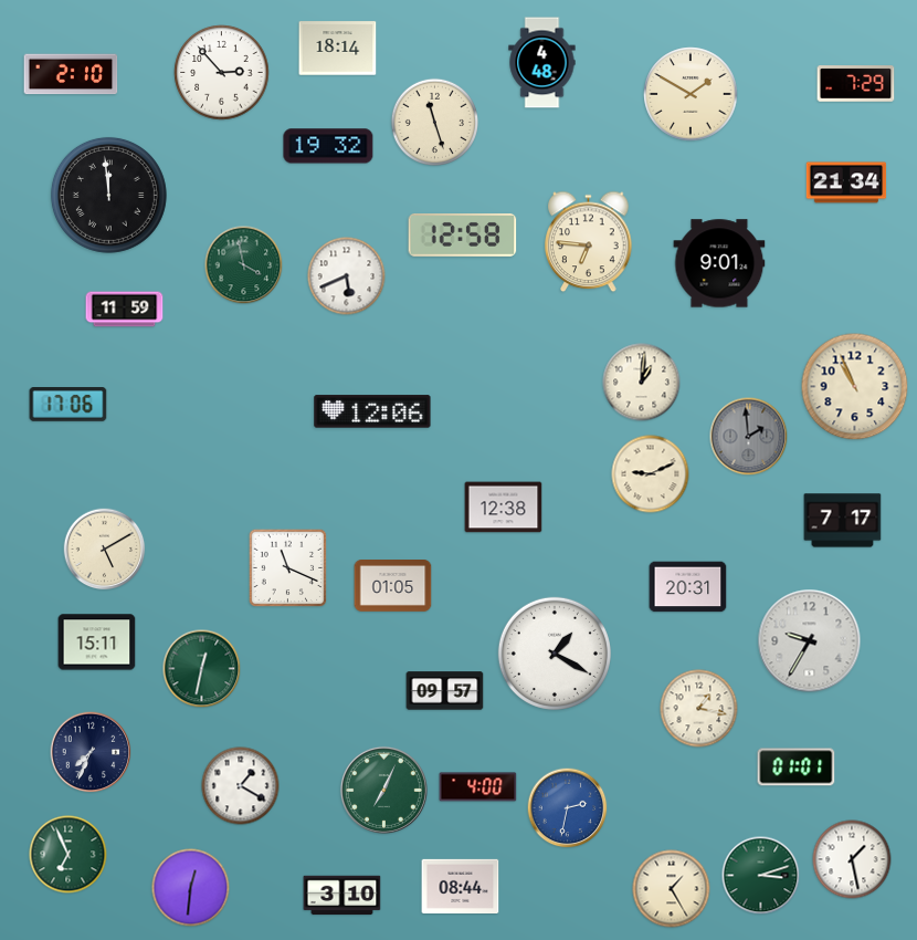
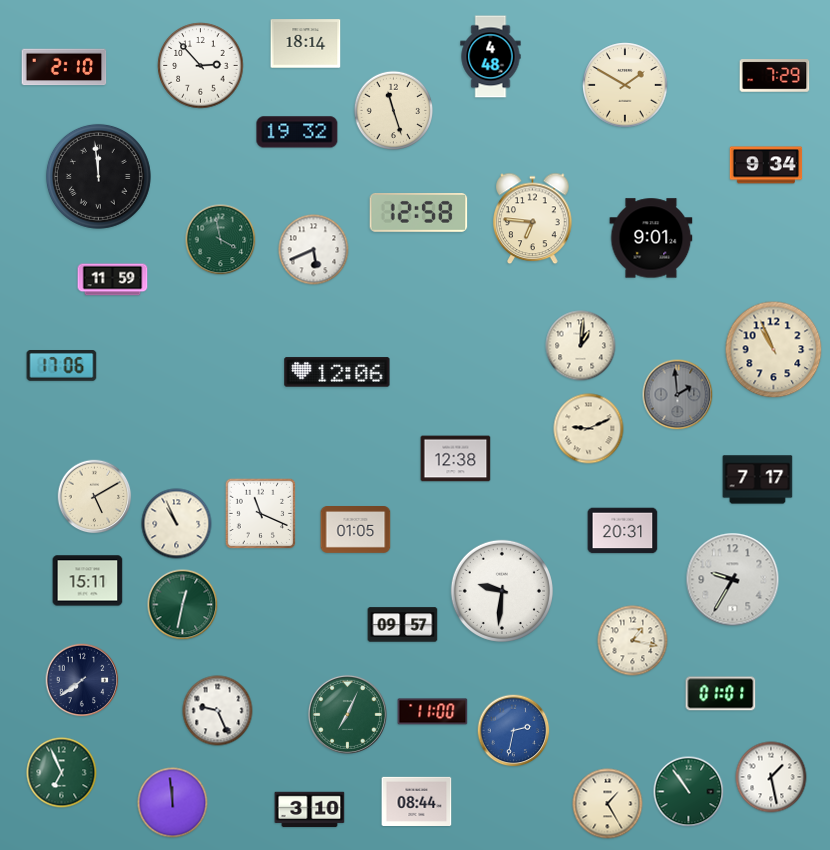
clock at (846, 182): 21:34 -> 9:34
clock at (843, 521) position: (843, 521) -> (758, 480)
clock at (177, 524): none -> 10:56
clock at (555, 654): 1:20 -> 9:31
clock at (91, 752): 7:34 -> 7:39
clock at (241, 786): 1:20 -> 9:26
clock at (478, 787): 4:00 -> 11:00
clock at (761, 876): 3:12 -> 10:54
clock at (191, 888): 12:31 -> 11:59
